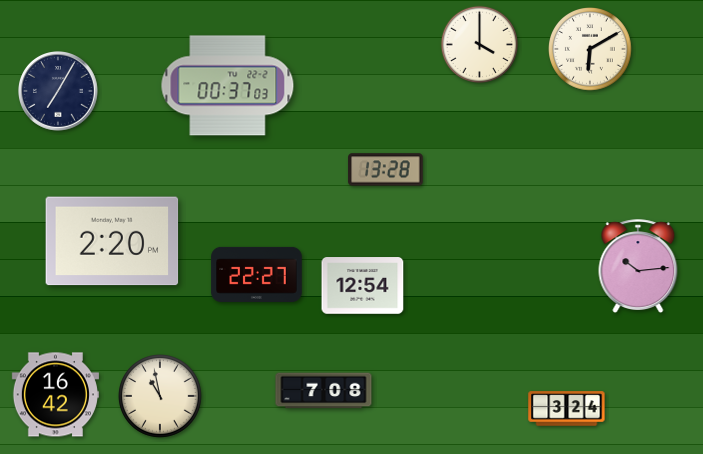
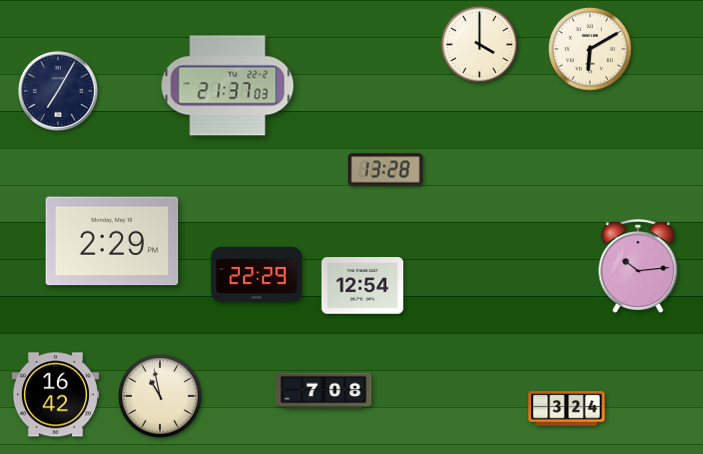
clock at (228, 86): 00:37 -> 21:37
clock at (112, 241): 2:20 -> 2:29
clock at (257, 274): 22:27 -> 22:29
